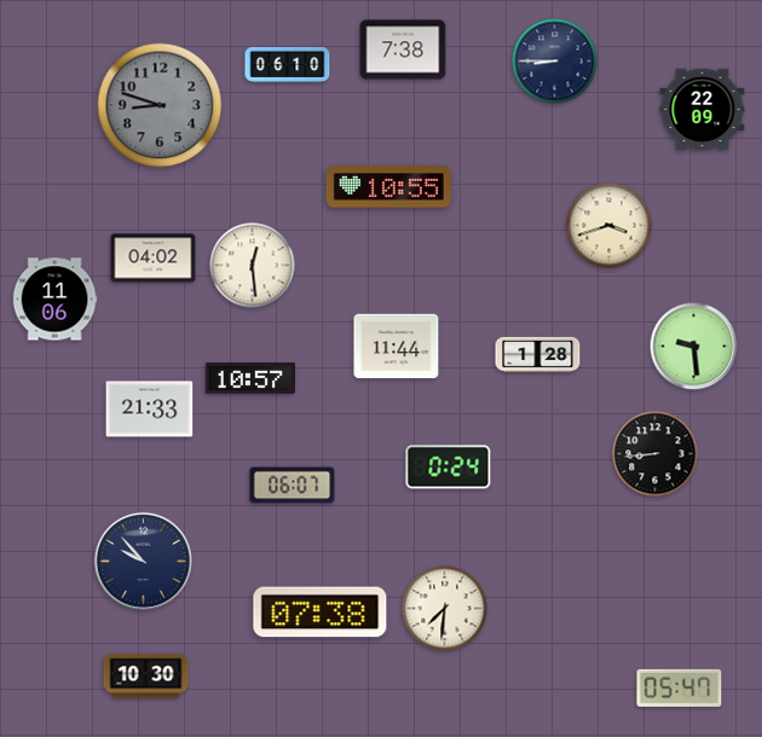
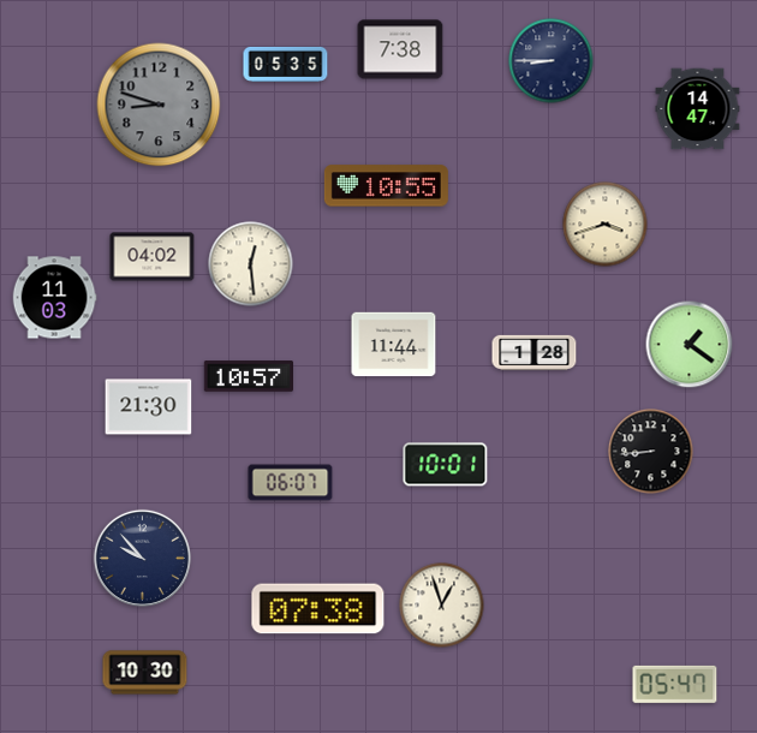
clock at (288, 64): 06:10 -> 05:35
clock at (703, 110): 22:09 -> 14:47
clock at (54, 300): 11:06 -> 11:03
clock at (694, 347): 9:29 -> 1:21
clock at (150, 410): 21:33 -> 21:30
clock at (449, 468): 0:24 -> 10:01
clock at (445, 609): 7:31 -> 12:57
